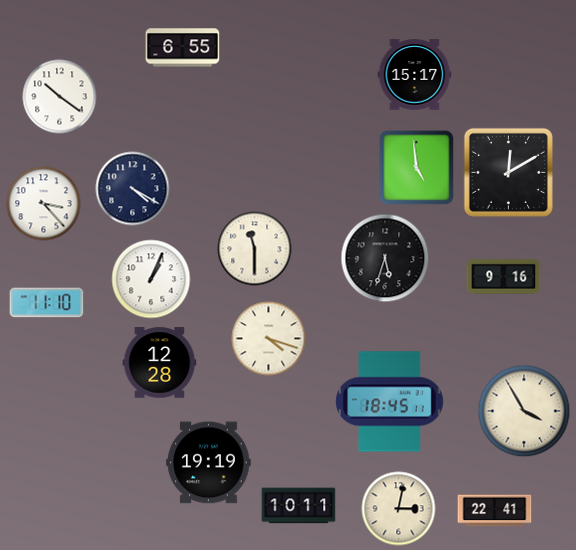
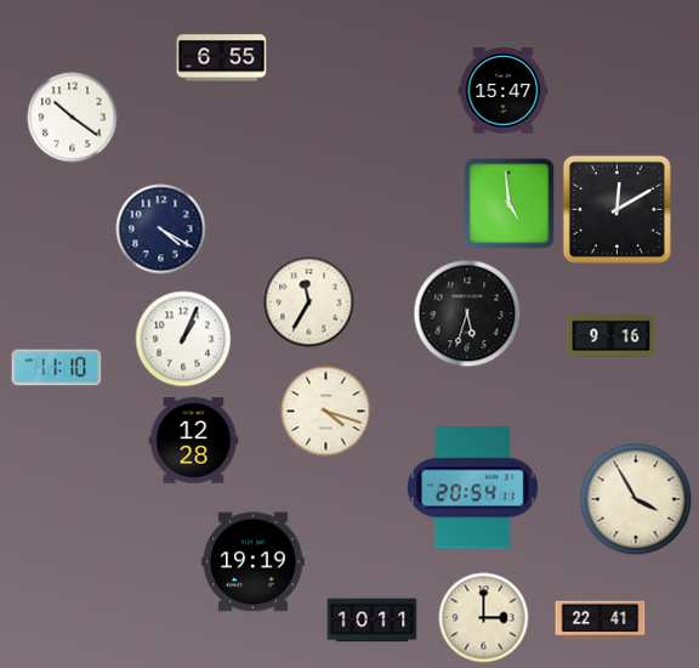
clock at (415, 75): 15:17 -> 15:47
clock at (417, 168) position: (417, 168) -> (510, 204)
clock at (44, 204): 3:23 -> none
clock at (255, 249): 11:30 -> 11:35
clock at (390, 402): 18:45 -> 20:54
clock at (299, 506) position: (299, 506) -> (373, 621)
clock at (399, 509): 3:02 -> 3:00
